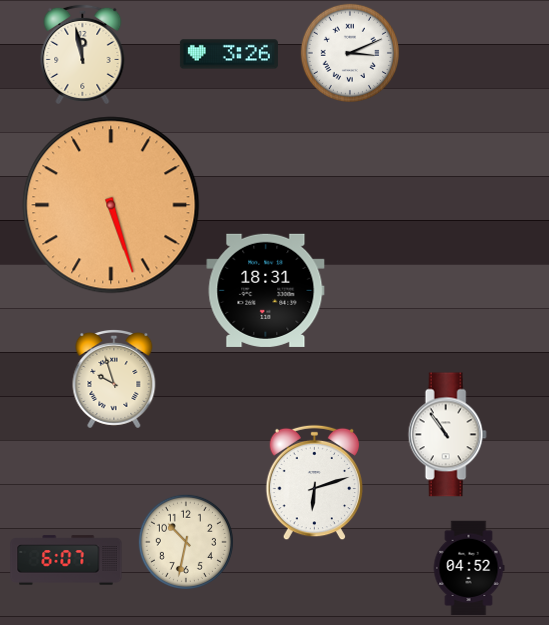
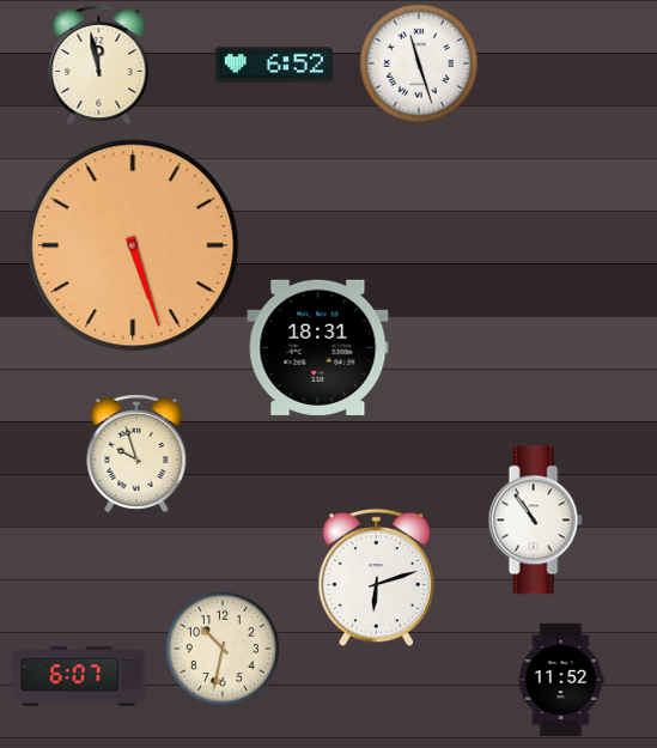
clock at (350, 53): 3:11 -> 11:27
clock at (229, 54): 3:26 -> 6:52
clock at (66, 560) position: (66, 560) -> (79, 676)
clock at (469, 568): 04:52 -> 11:52
